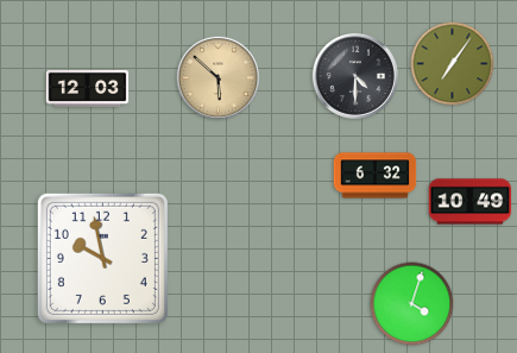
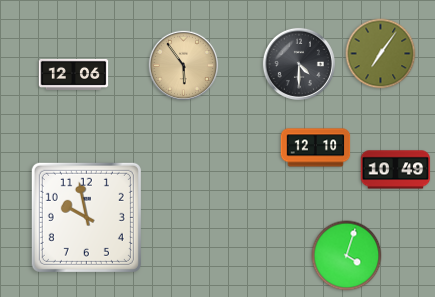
clock at (219, 78): 5:52 -> 5:54
clock at (88, 88): 12:03 -> 12:06
clock at (376, 176): 6:32 -> 12:10
